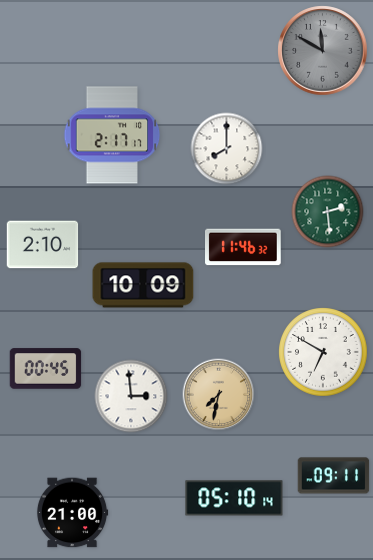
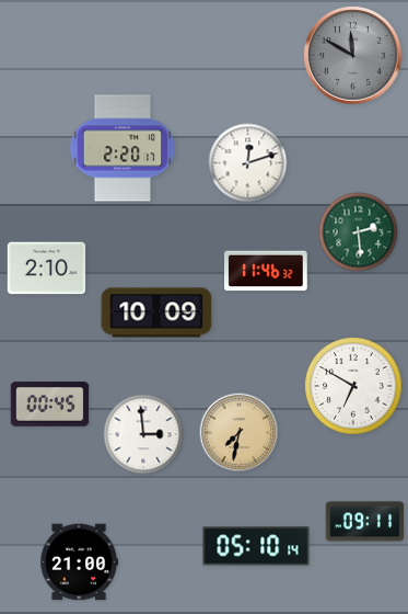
clock at (112, 135): 2:17 -> 2:20
clock at (227, 149): 8:00 -> 12:12
